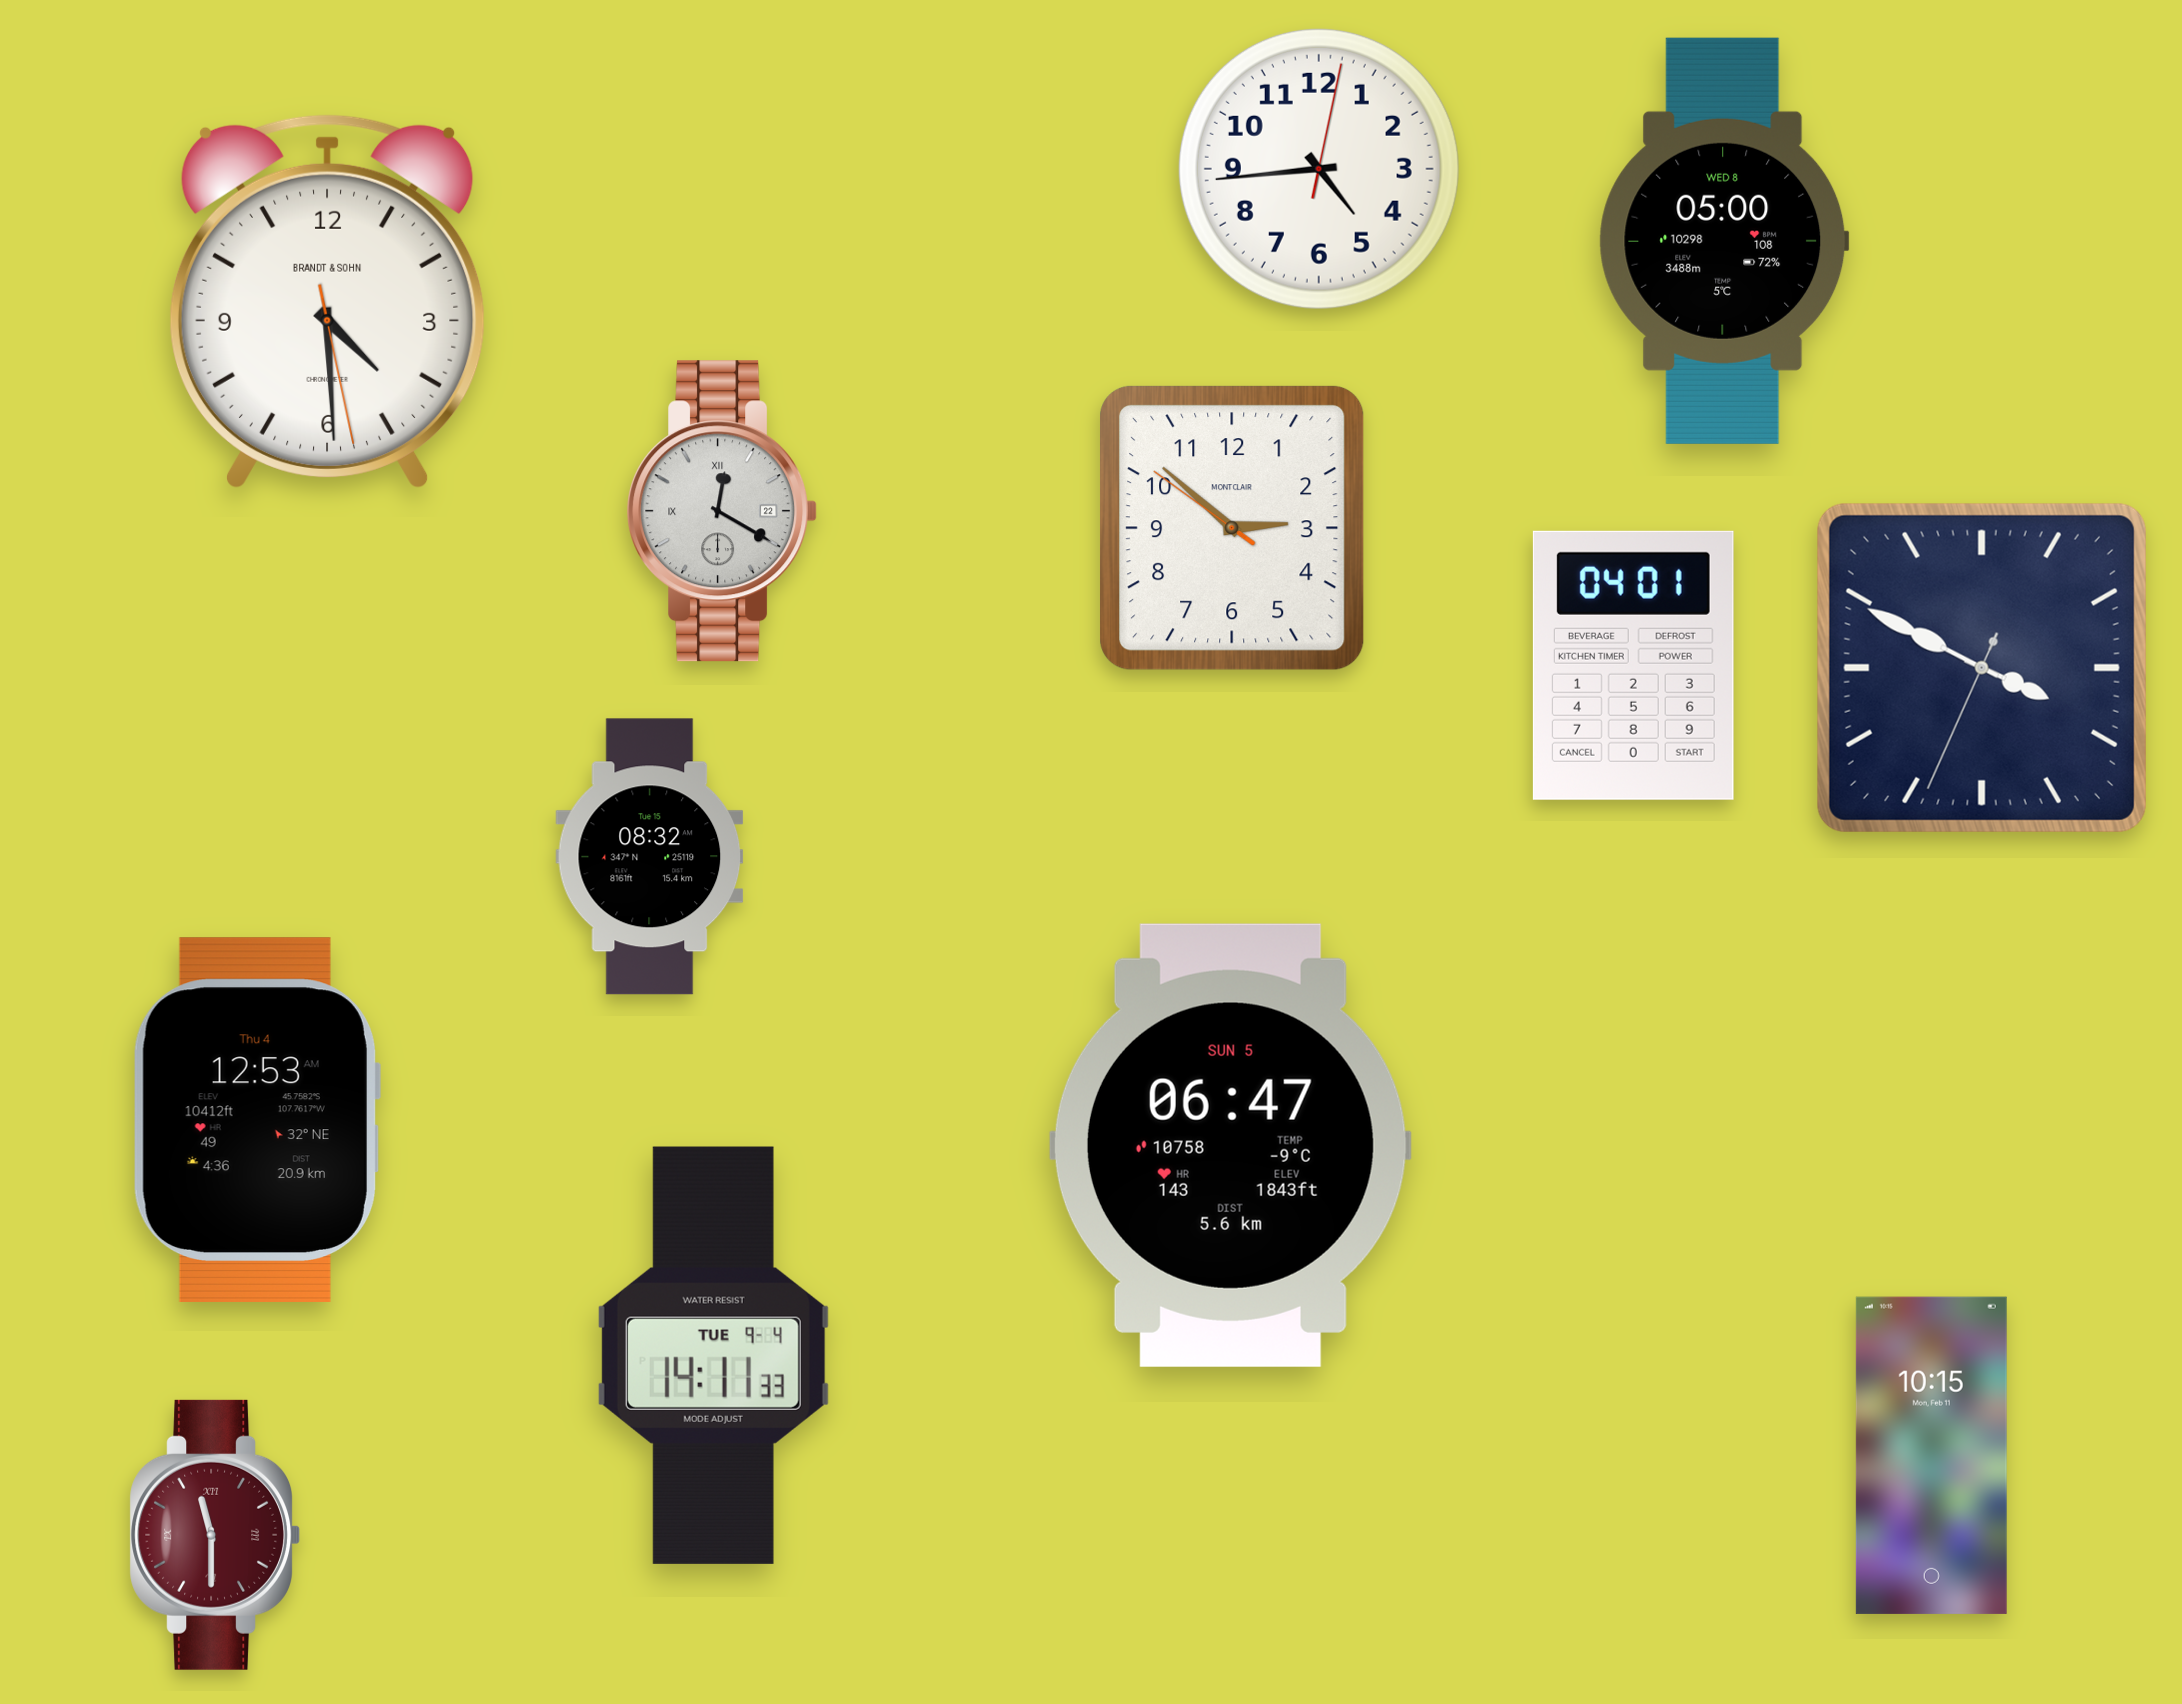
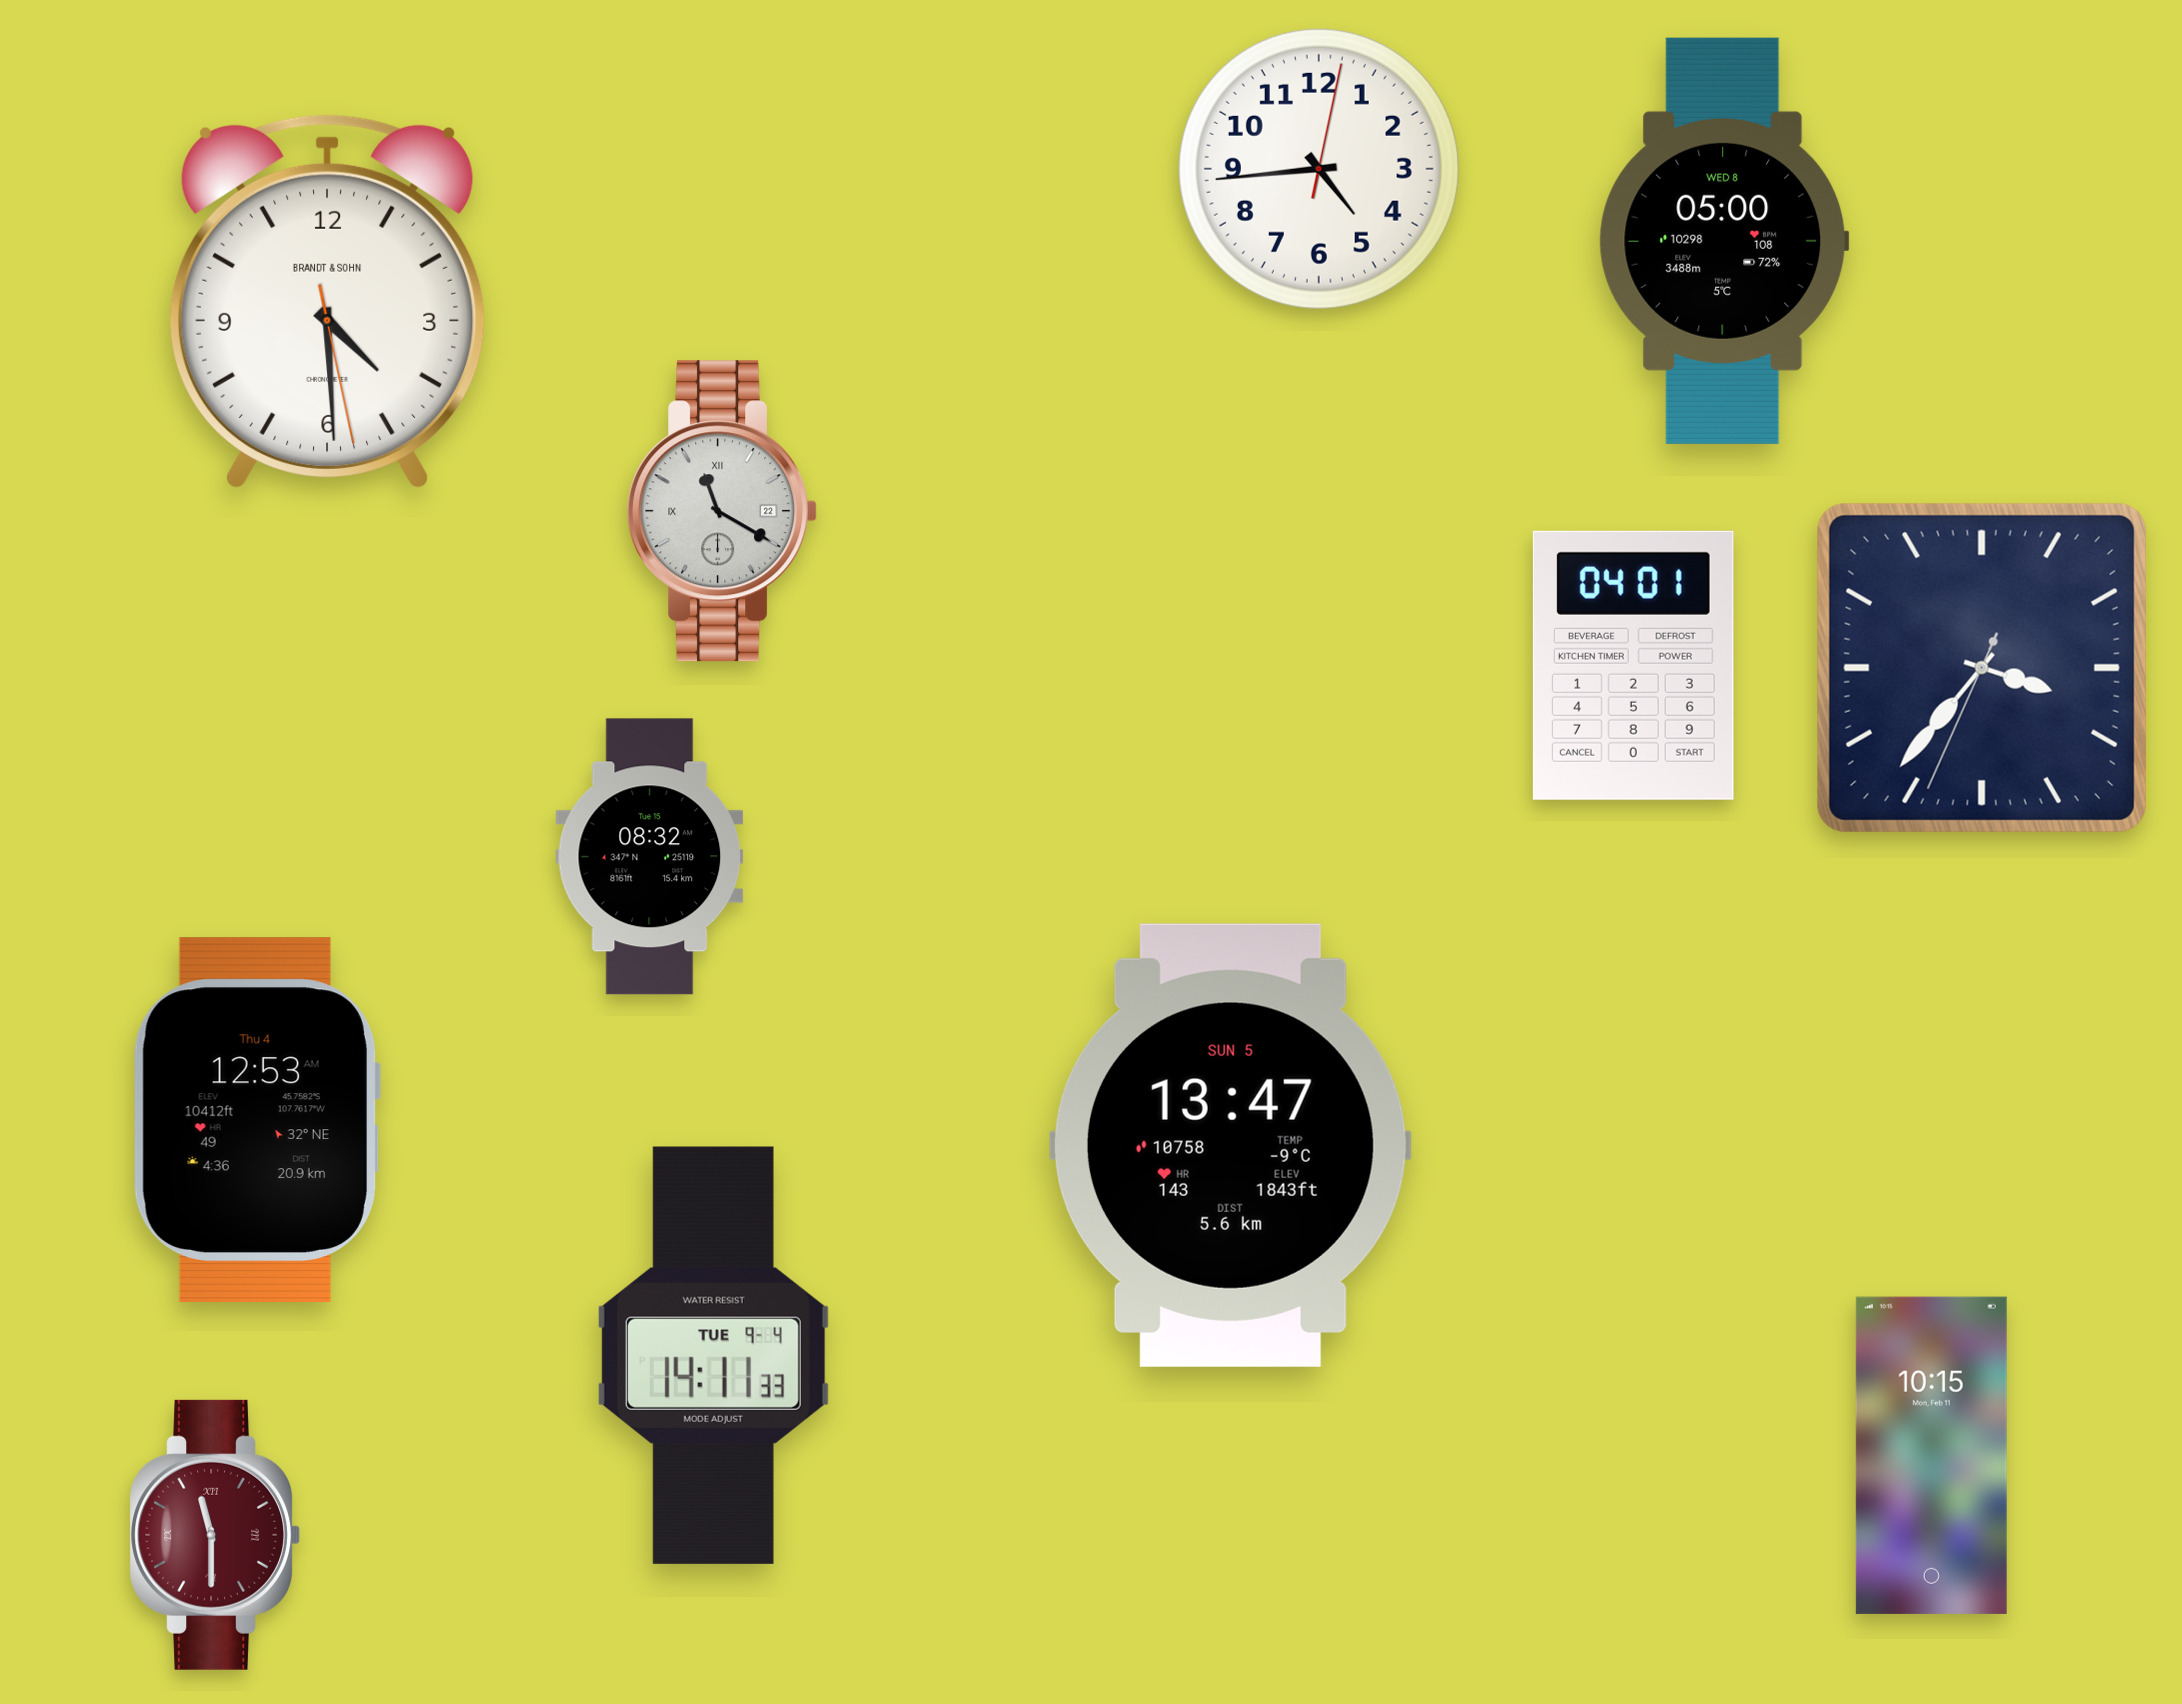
clock at (722, 511): 12:20 -> 11:20
clock at (1233, 528): 2:51 -> none
clock at (1982, 668): 3:49 -> 3:36
clock at (1230, 1145): 06:47 -> 13:47
